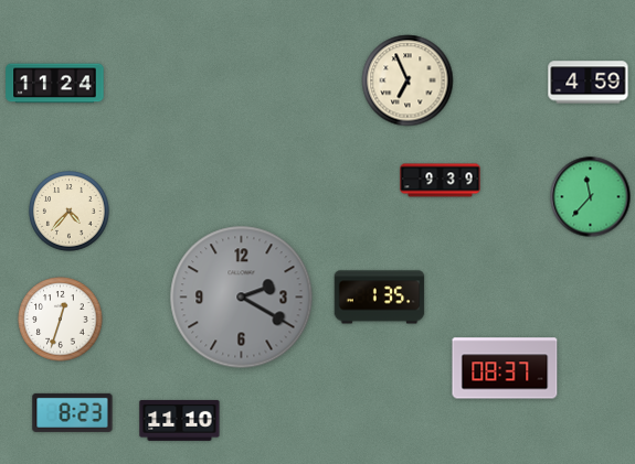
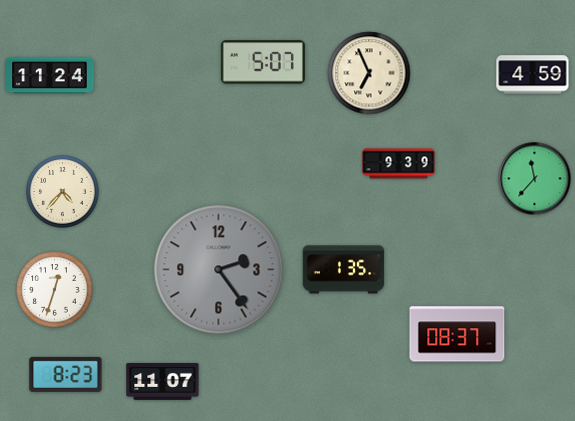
clock at (263, 62): none -> 5:07
clock at (242, 298): 2:20 -> 2:24
clock at (180, 420): 11:10 -> 11:07
